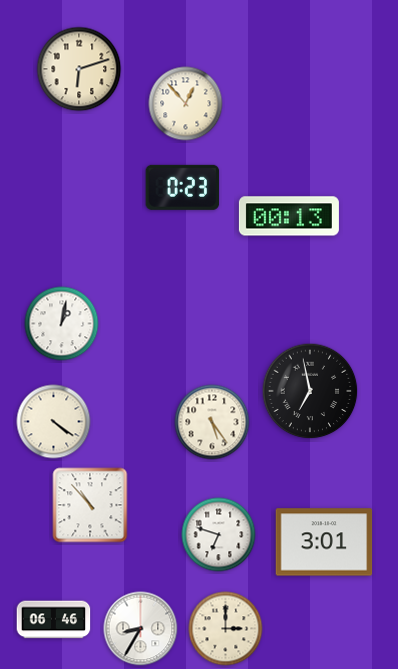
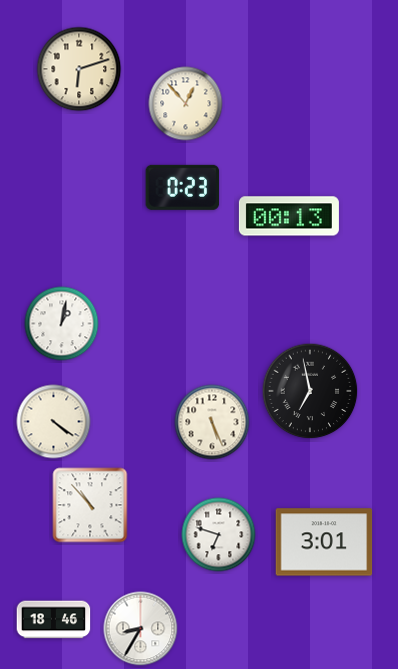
clock at (212, 422): 5:24 -> 5:26
clock at (54, 620): 06:46 -> 18:46
clock at (226, 629): 3:00 -> none
